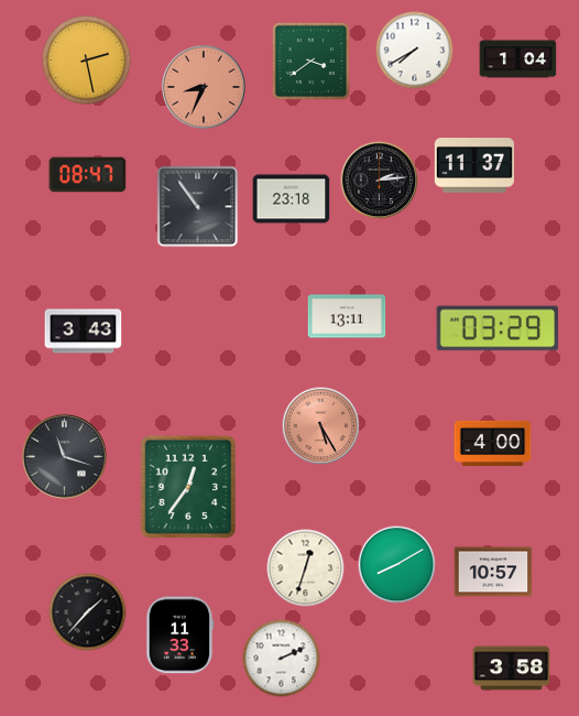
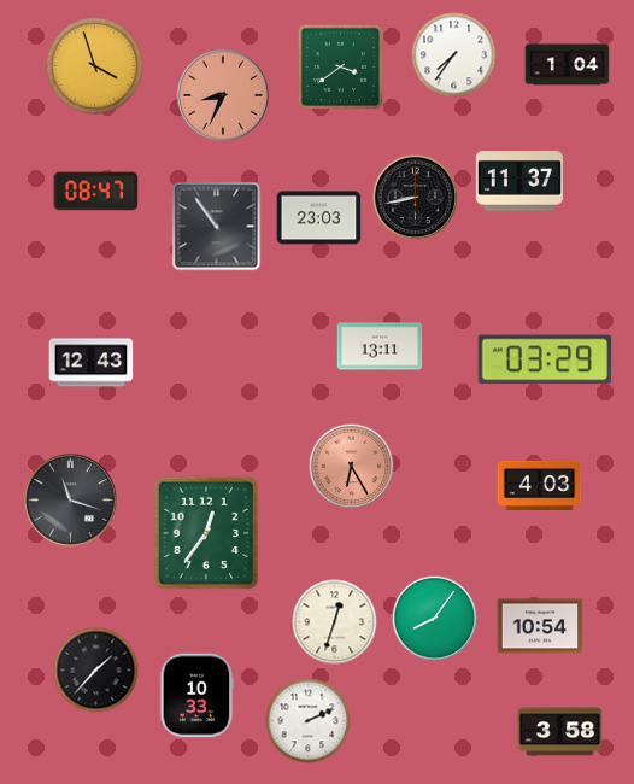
clock at (415, 51): 7:40 -> 7:36
clock at (86, 59): 2:28 -> 3:57
clock at (380, 181): 2:14 -> 8:43
clock at (292, 199): 23:18 -> 23:03
clock at (84, 332): 3:43 -> 12:43
clock at (321, 426): 5:25 -> 6:25
clock at (493, 443): 4:00 -> 4:03
clock at (397, 565): 8:10 -> 8:06
clock at (493, 572): 10:57 -> 10:54
clock at (181, 636): 11:33 -> 10:33
